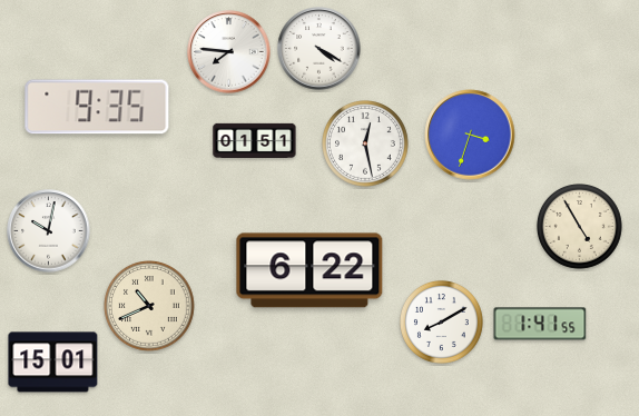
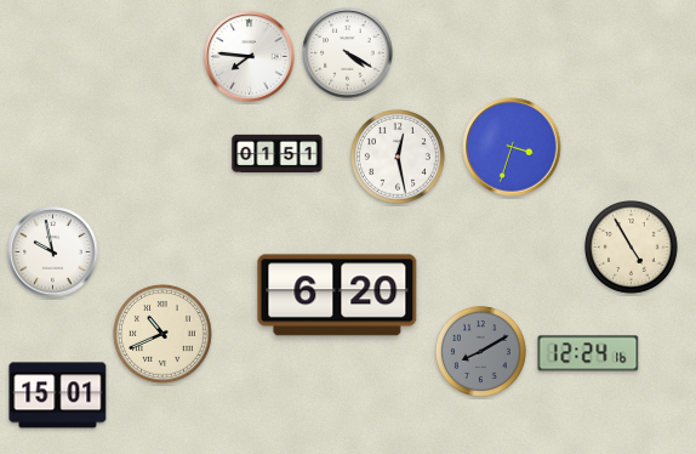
clock at (97, 107): 9:35 -> none
clock at (49, 231): 10:02 -> 9:58
clock at (309, 270): 6:22 -> 6:20
clock at (441, 321) dial: white -> grey
clock at (540, 324): 1:41 -> 12:24
